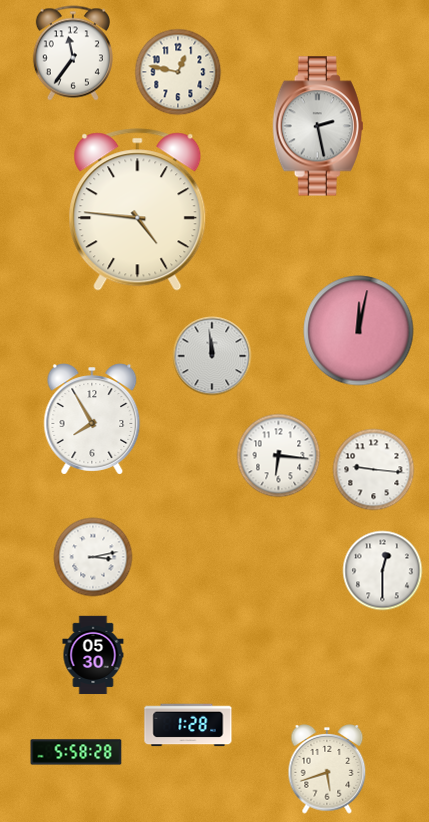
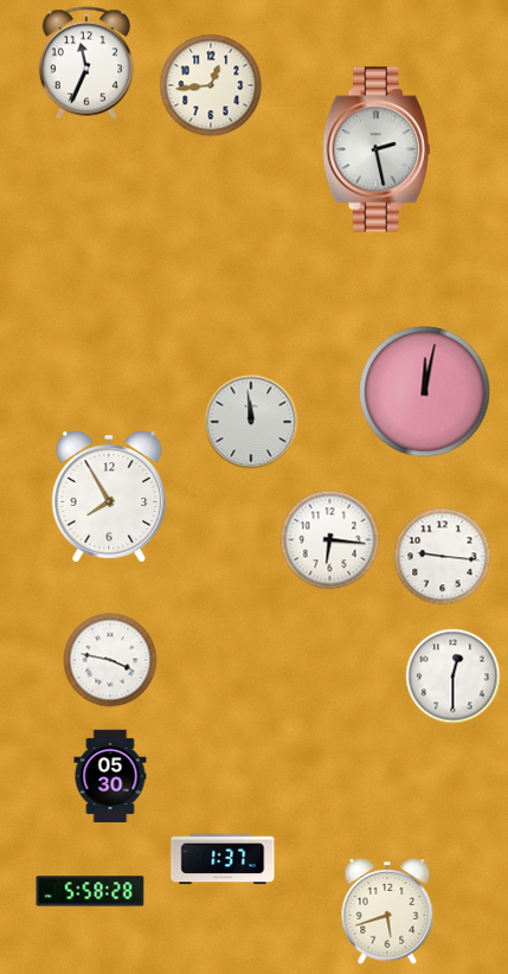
clock at (73, 53): 11:36 -> 11:34
clock at (178, 72): 12:47 -> 12:44
clock at (138, 210): 4:46 -> none
clock at (93, 557): 3:13 -> 3:47
clock at (188, 725): 1:28 -> 1:37
